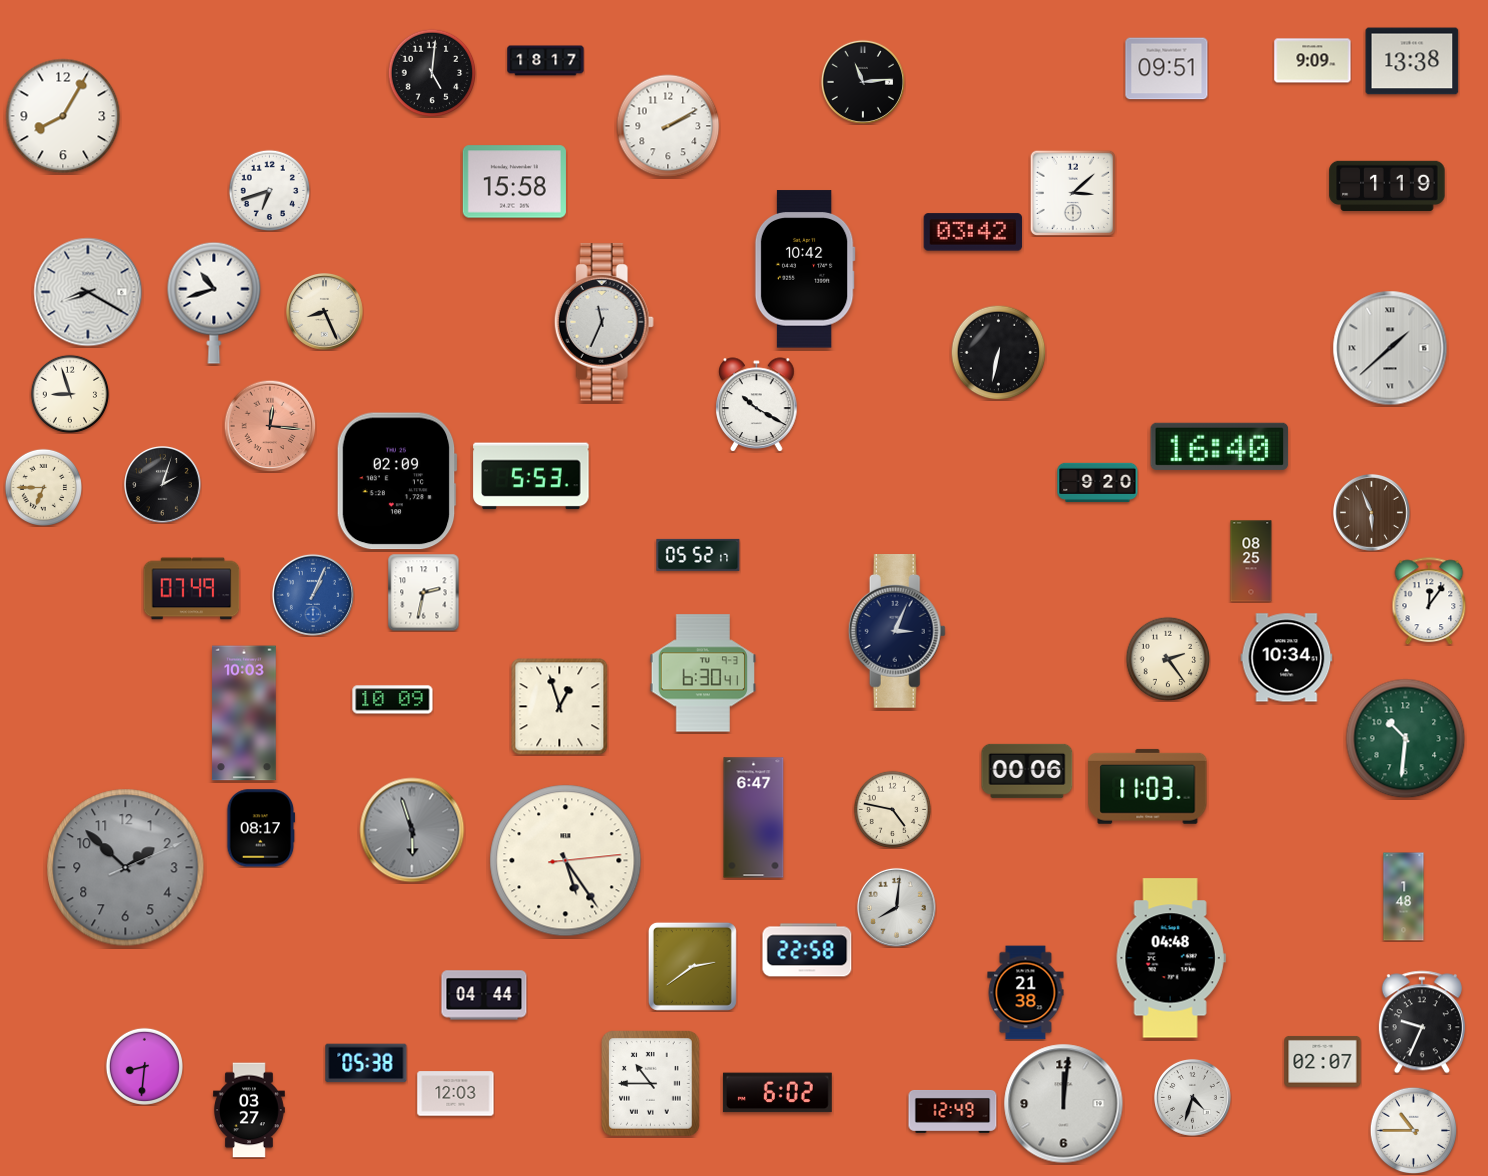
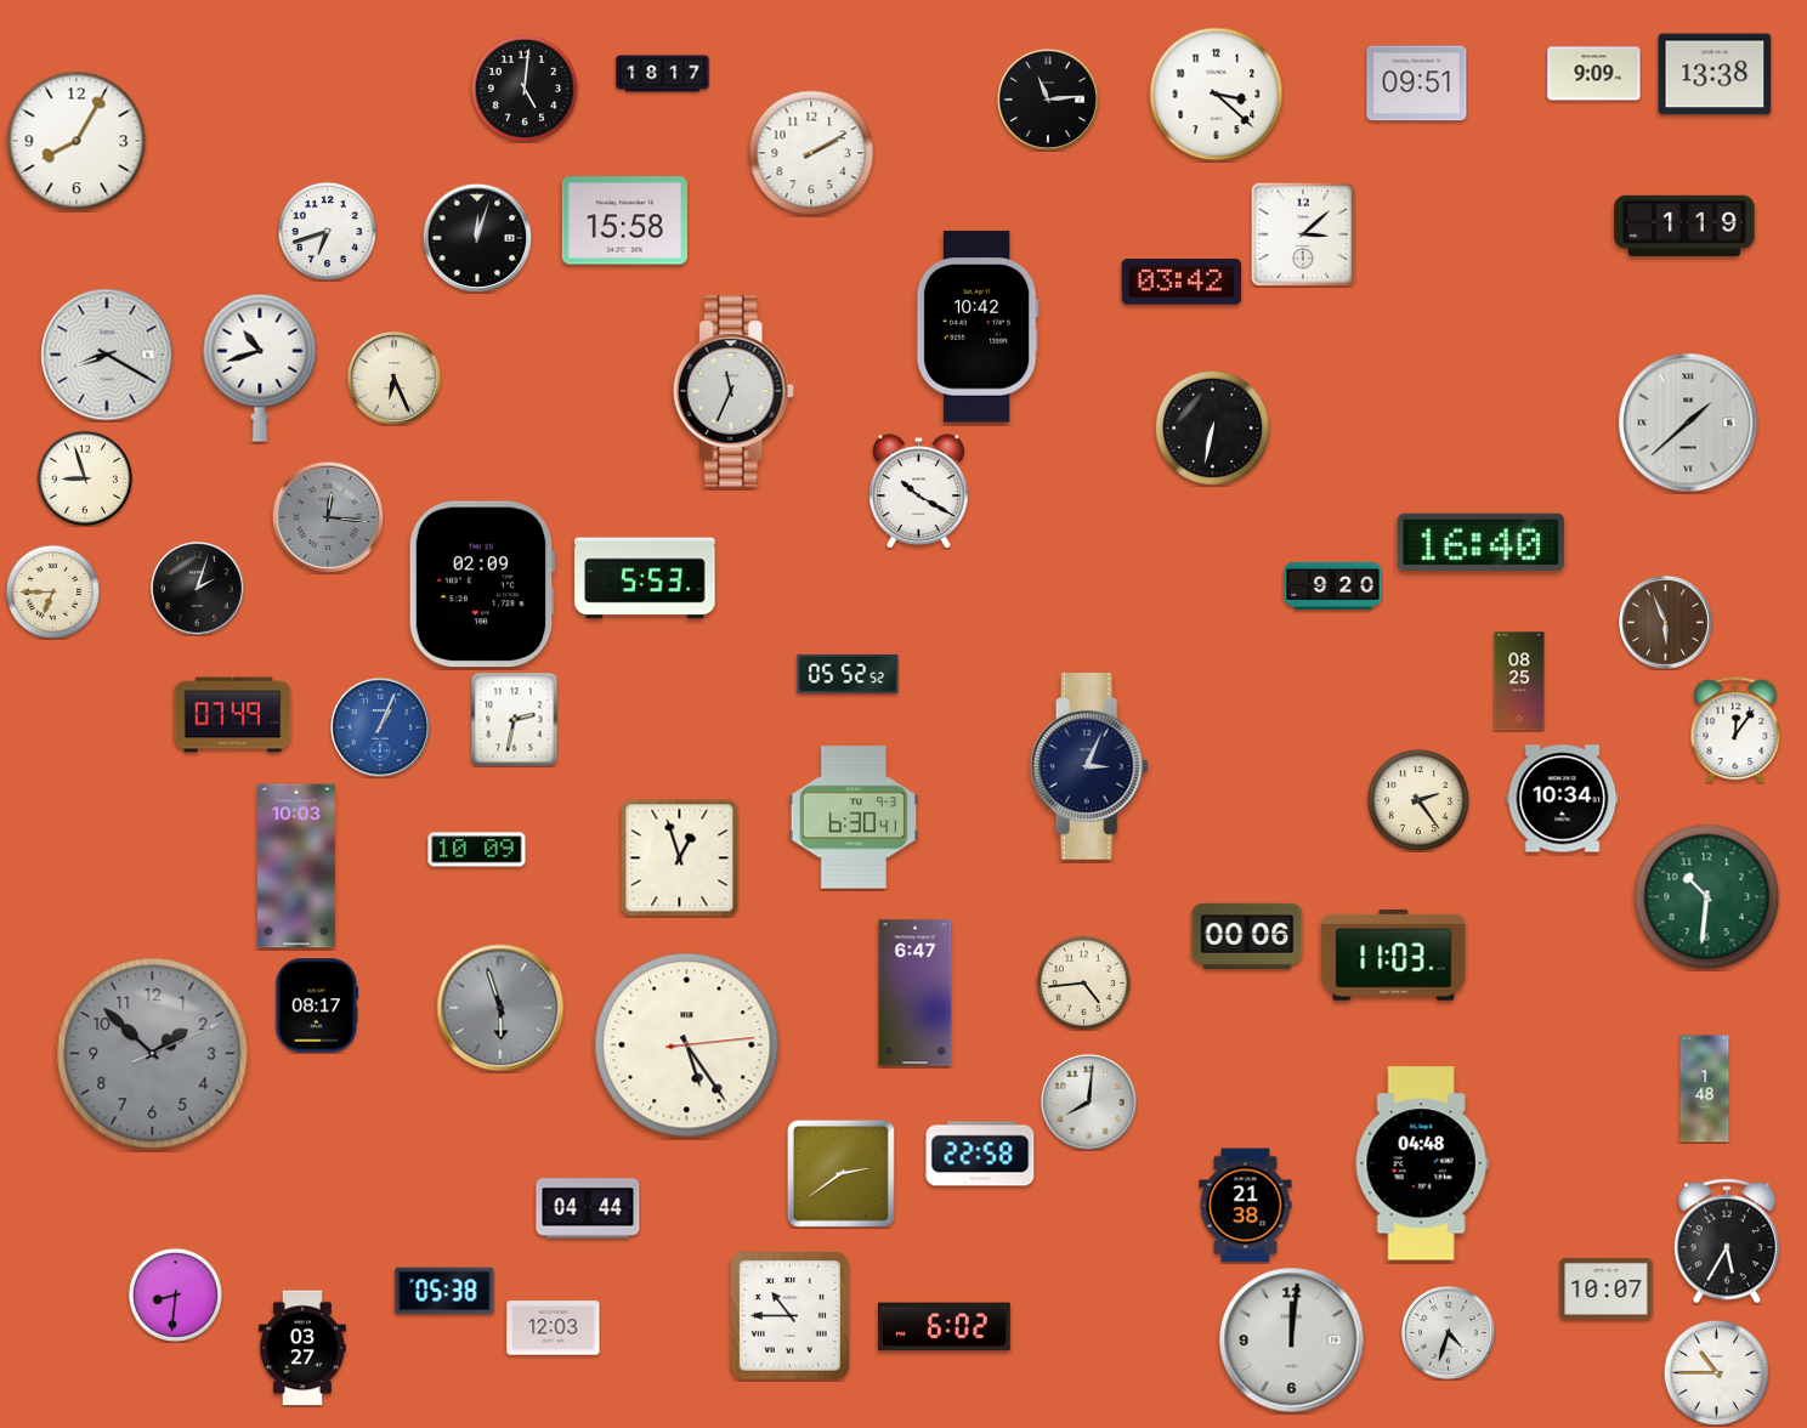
clock at (1217, 95): none -> 3:22
clock at (477, 238): none -> 12:03
clock at (325, 312): 8:26 -> 6:26
clock at (270, 426) dial: salmon -> grey
clock at (698, 555): 05:52:17 -> 05:52:52
clock at (313, 595) position: (313, 595) -> (380, 727)
clock at (892, 809): 4:47 -> 4:44
clock at (1422, 1022): 9:34 -> 5:35
clock at (1323, 1061): 02:07 -> 10:07
clock at (953, 1111): 12:49 -> none
